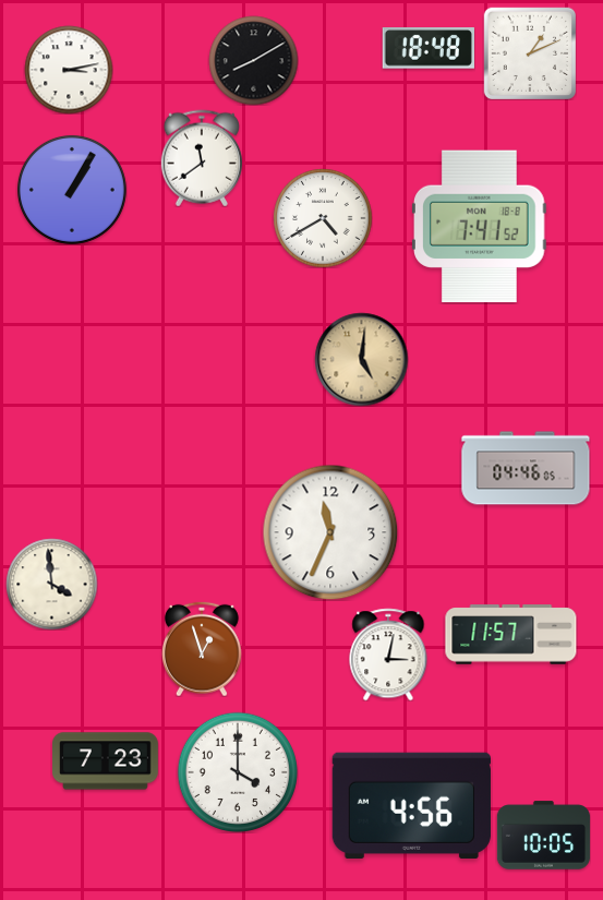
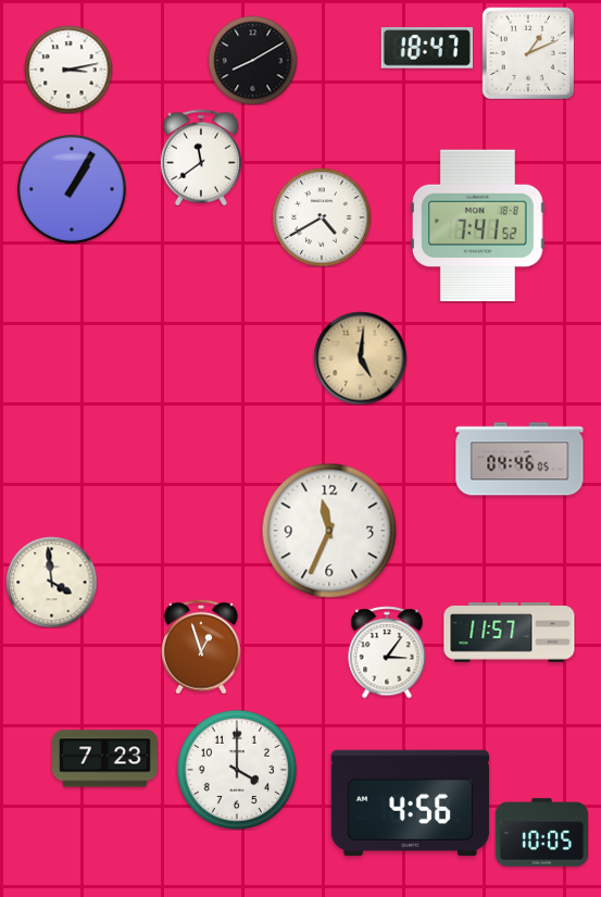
clock at (427, 48): 18:48 -> 18:47
clock at (526, 468) position: (526, 468) -> (519, 459)
clock at (388, 655): 3:02 -> 3:06
